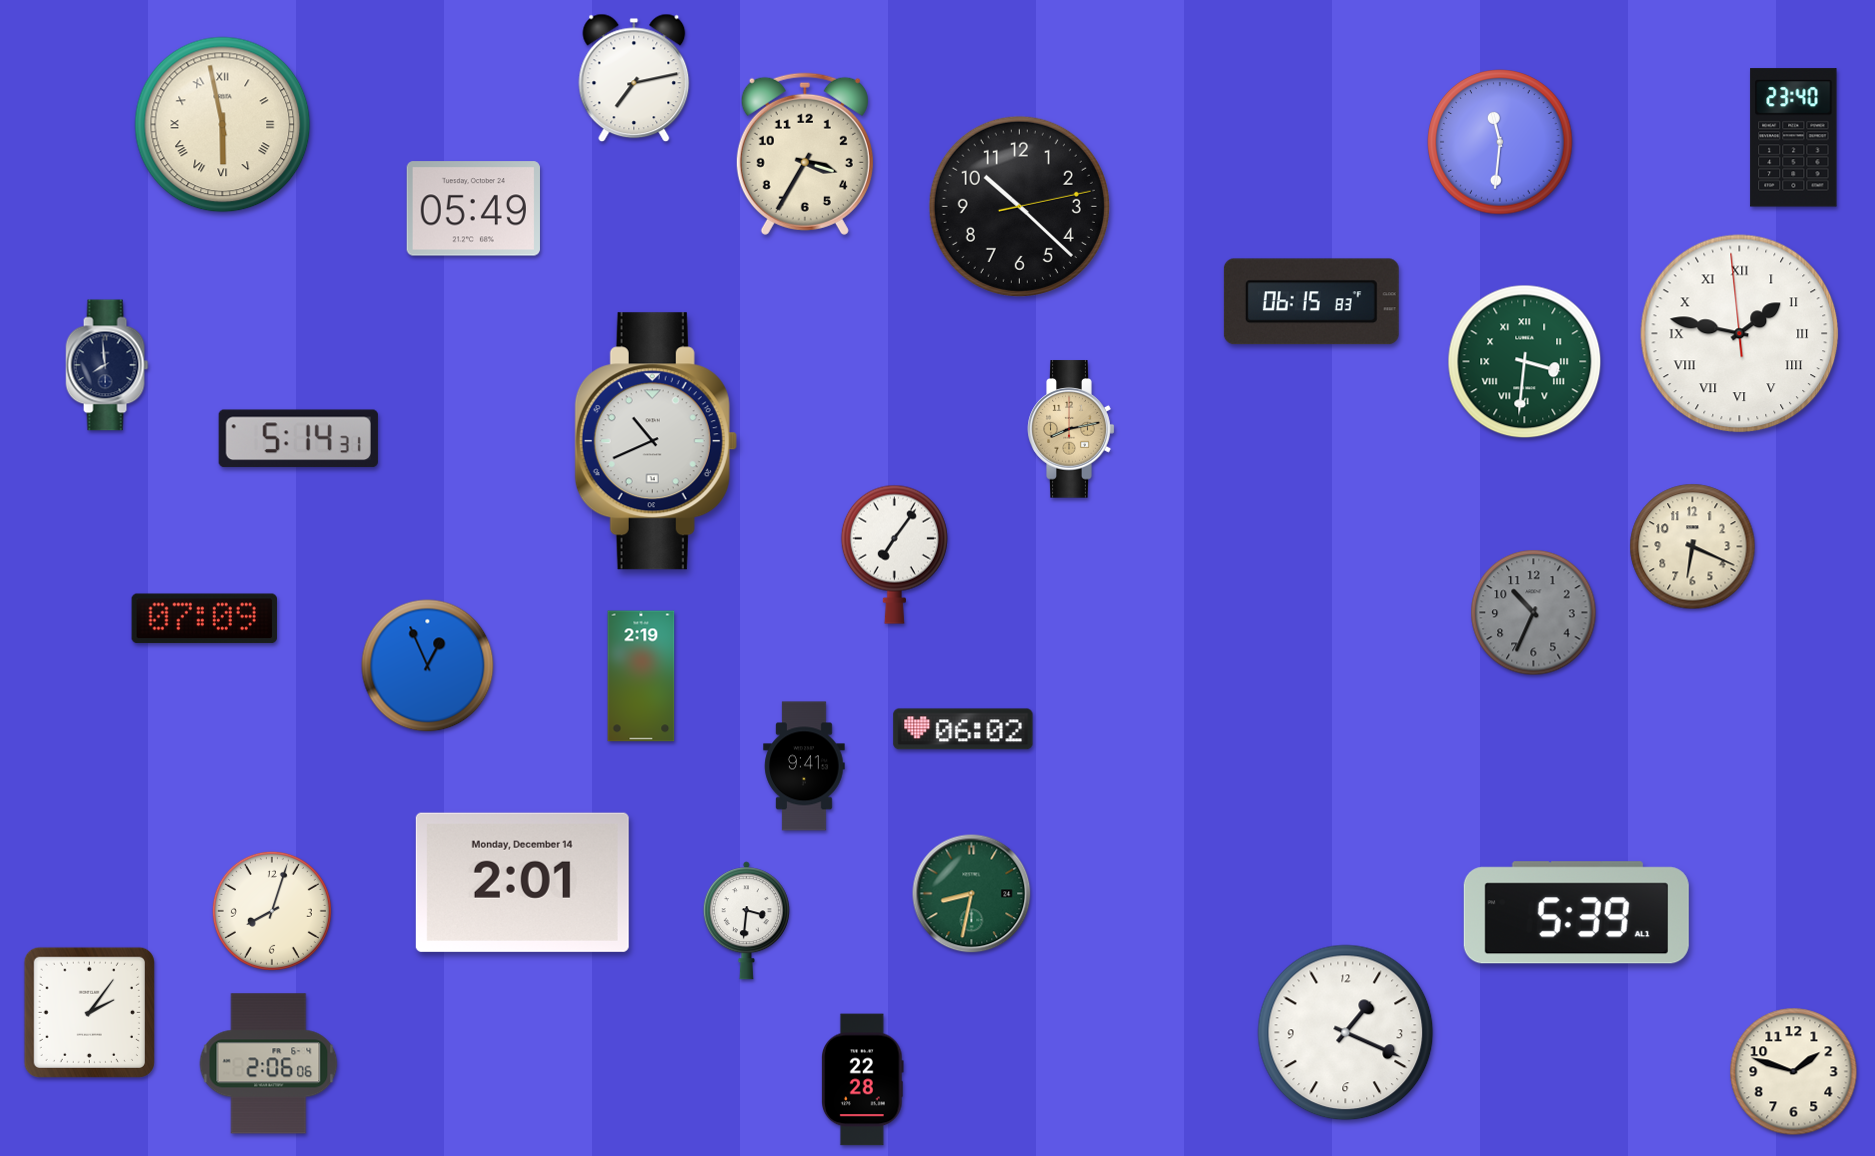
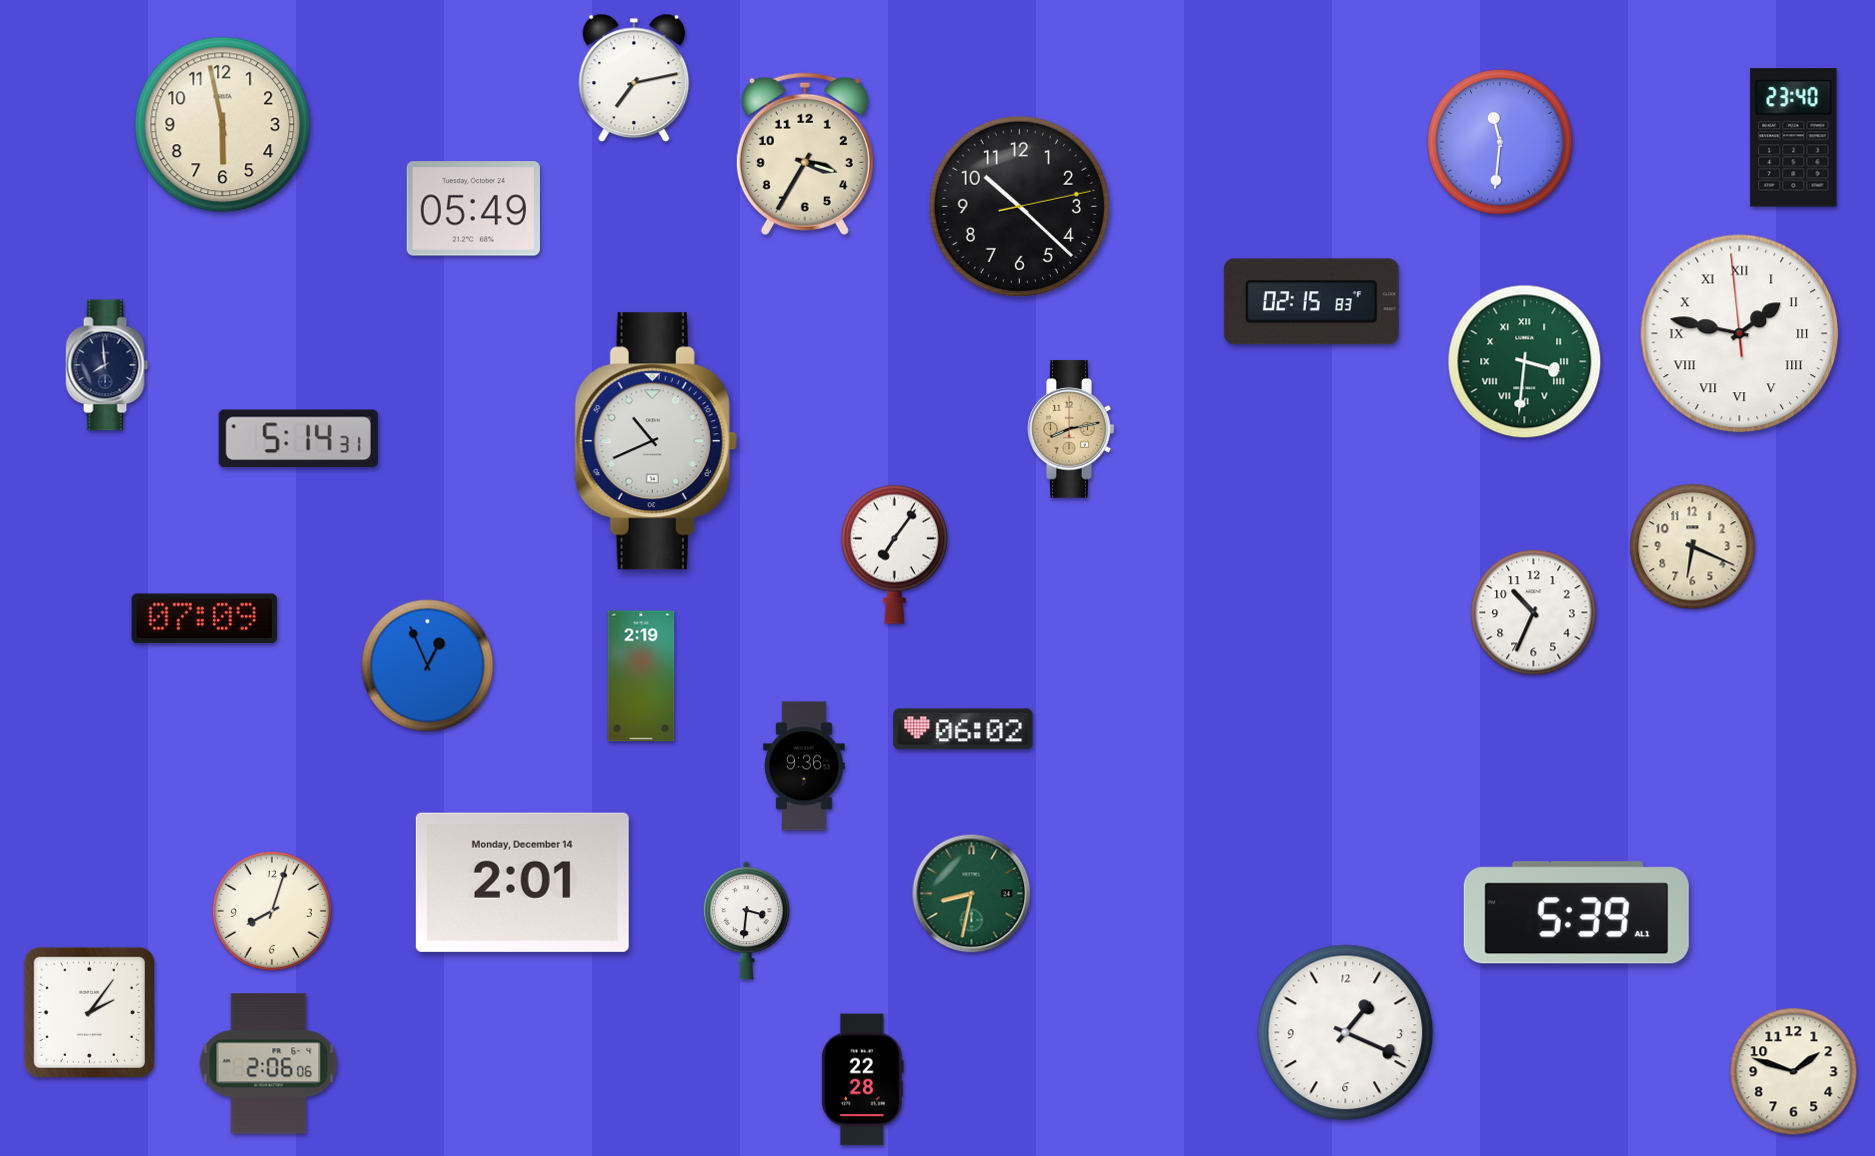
clock at (223, 125) numerals: Roman -> Arabic
clock at (1311, 302): 06:15 -> 02:15
clock at (1534, 613) dial: grey -> white
clock at (804, 766): 9:41 -> 9:36
